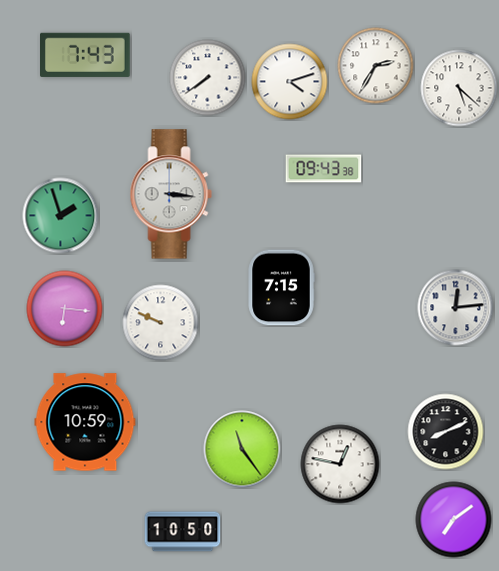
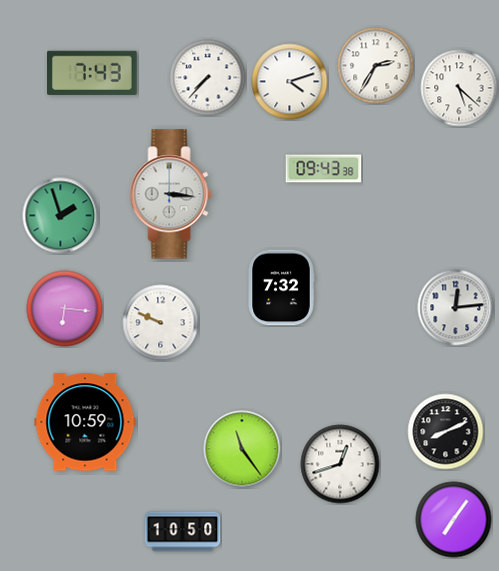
clock at (86, 55) position: (86, 55) -> (93, 73)
clock at (208, 78): 7:39 -> 7:37
clock at (281, 288): 7:15 -> 7:32
clock at (340, 464): 12:47 -> 12:42
clock at (454, 520): 7:09 -> 7:06
